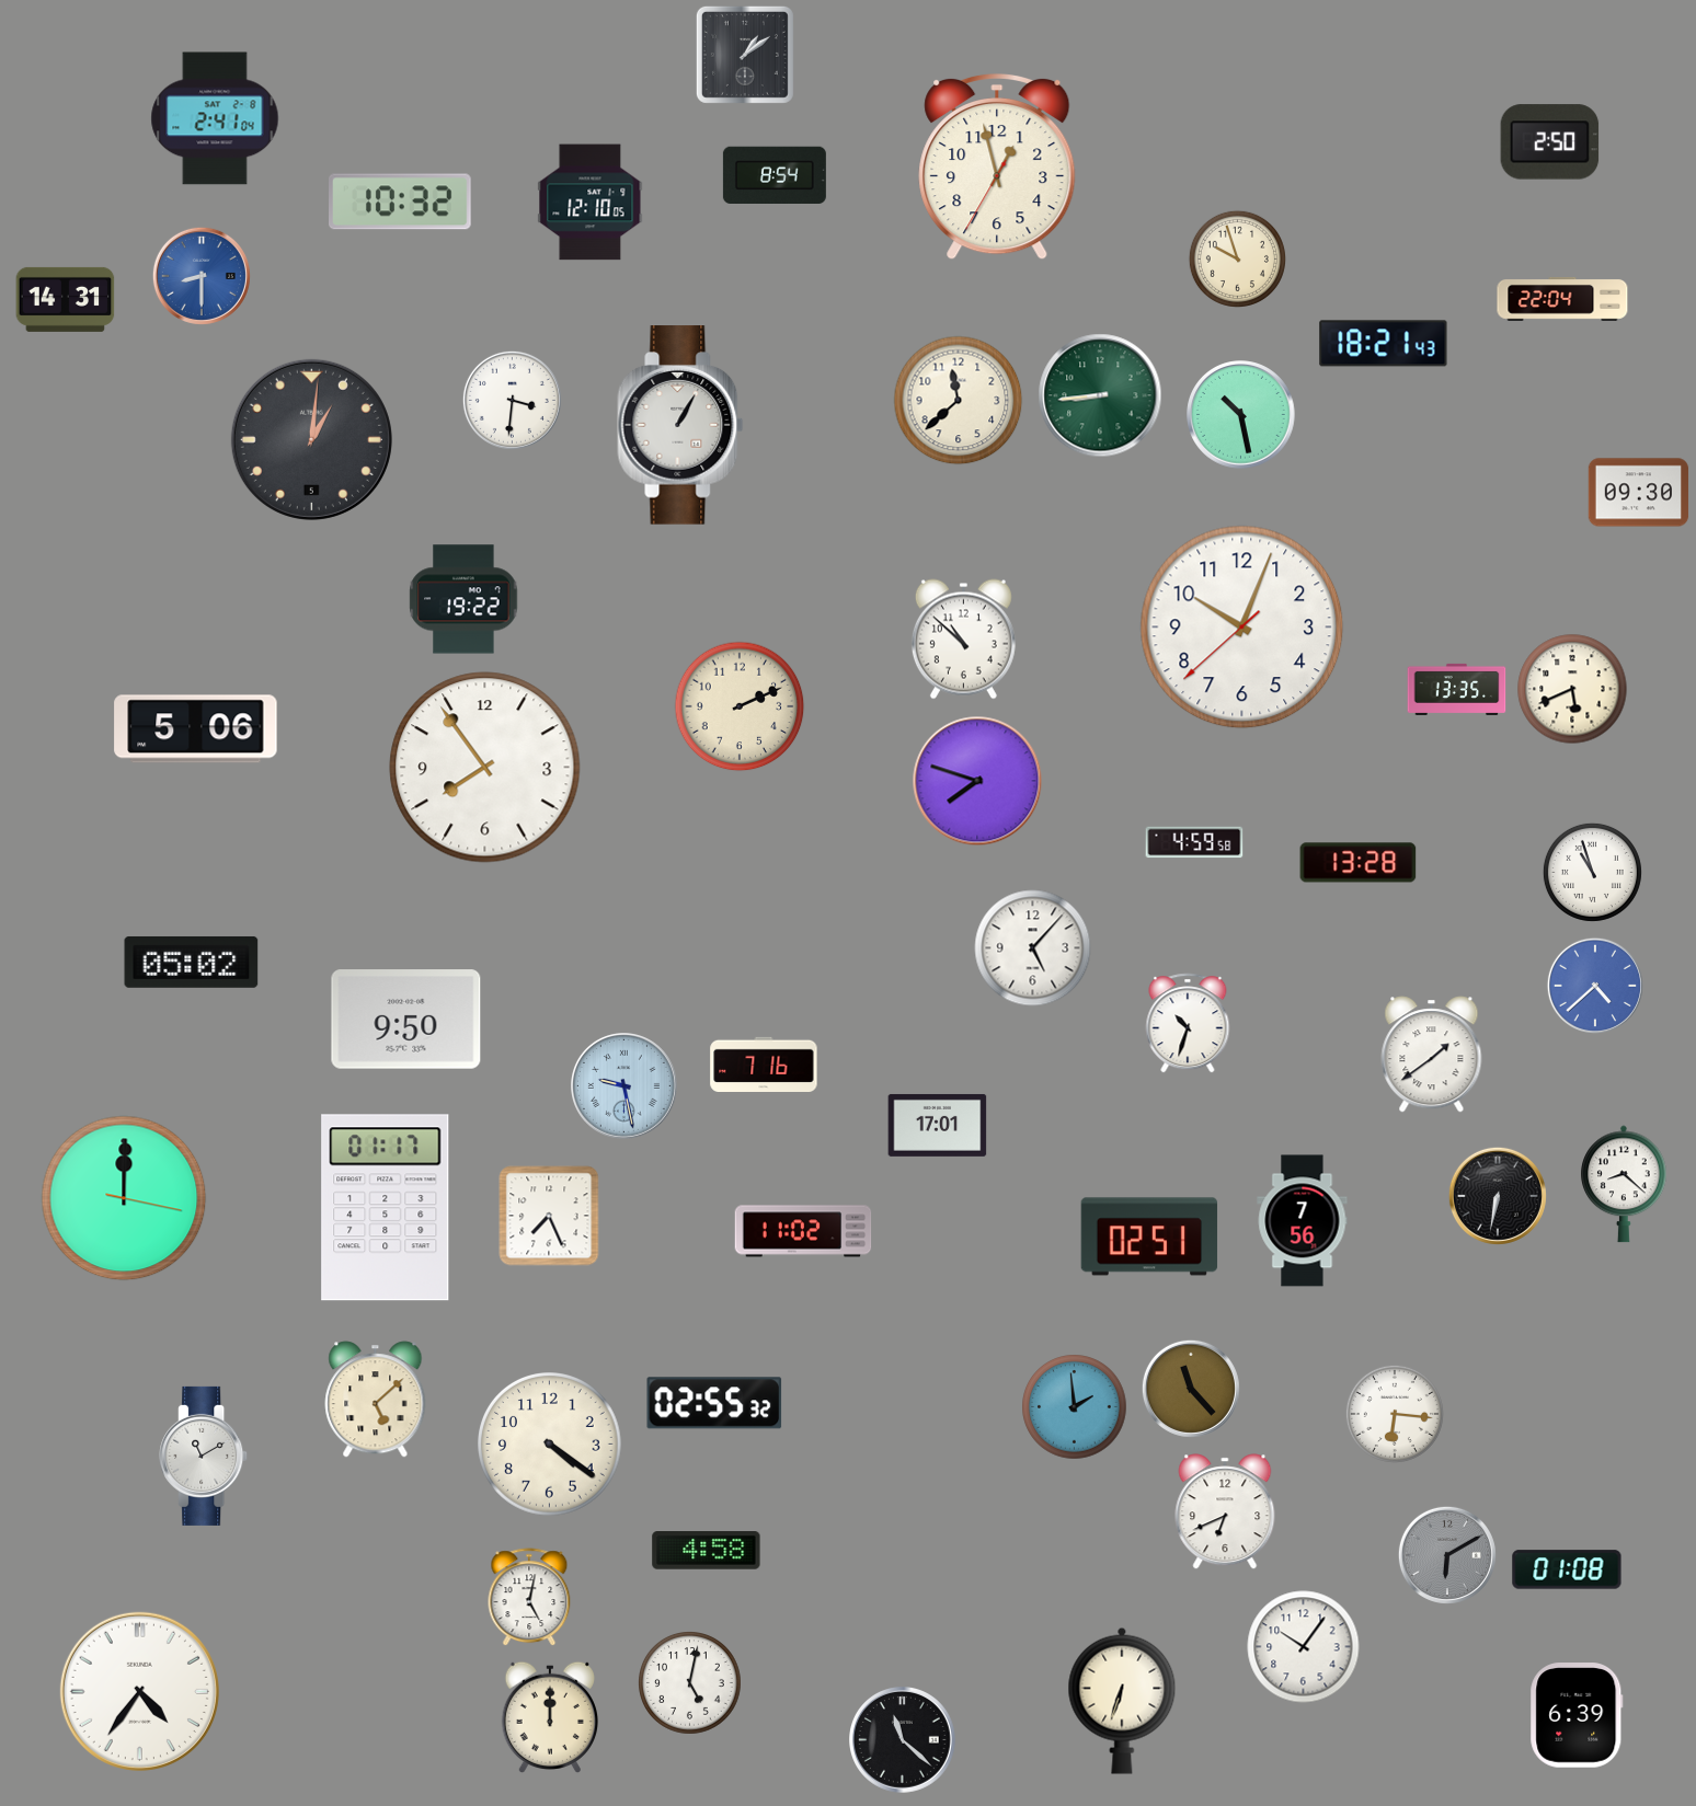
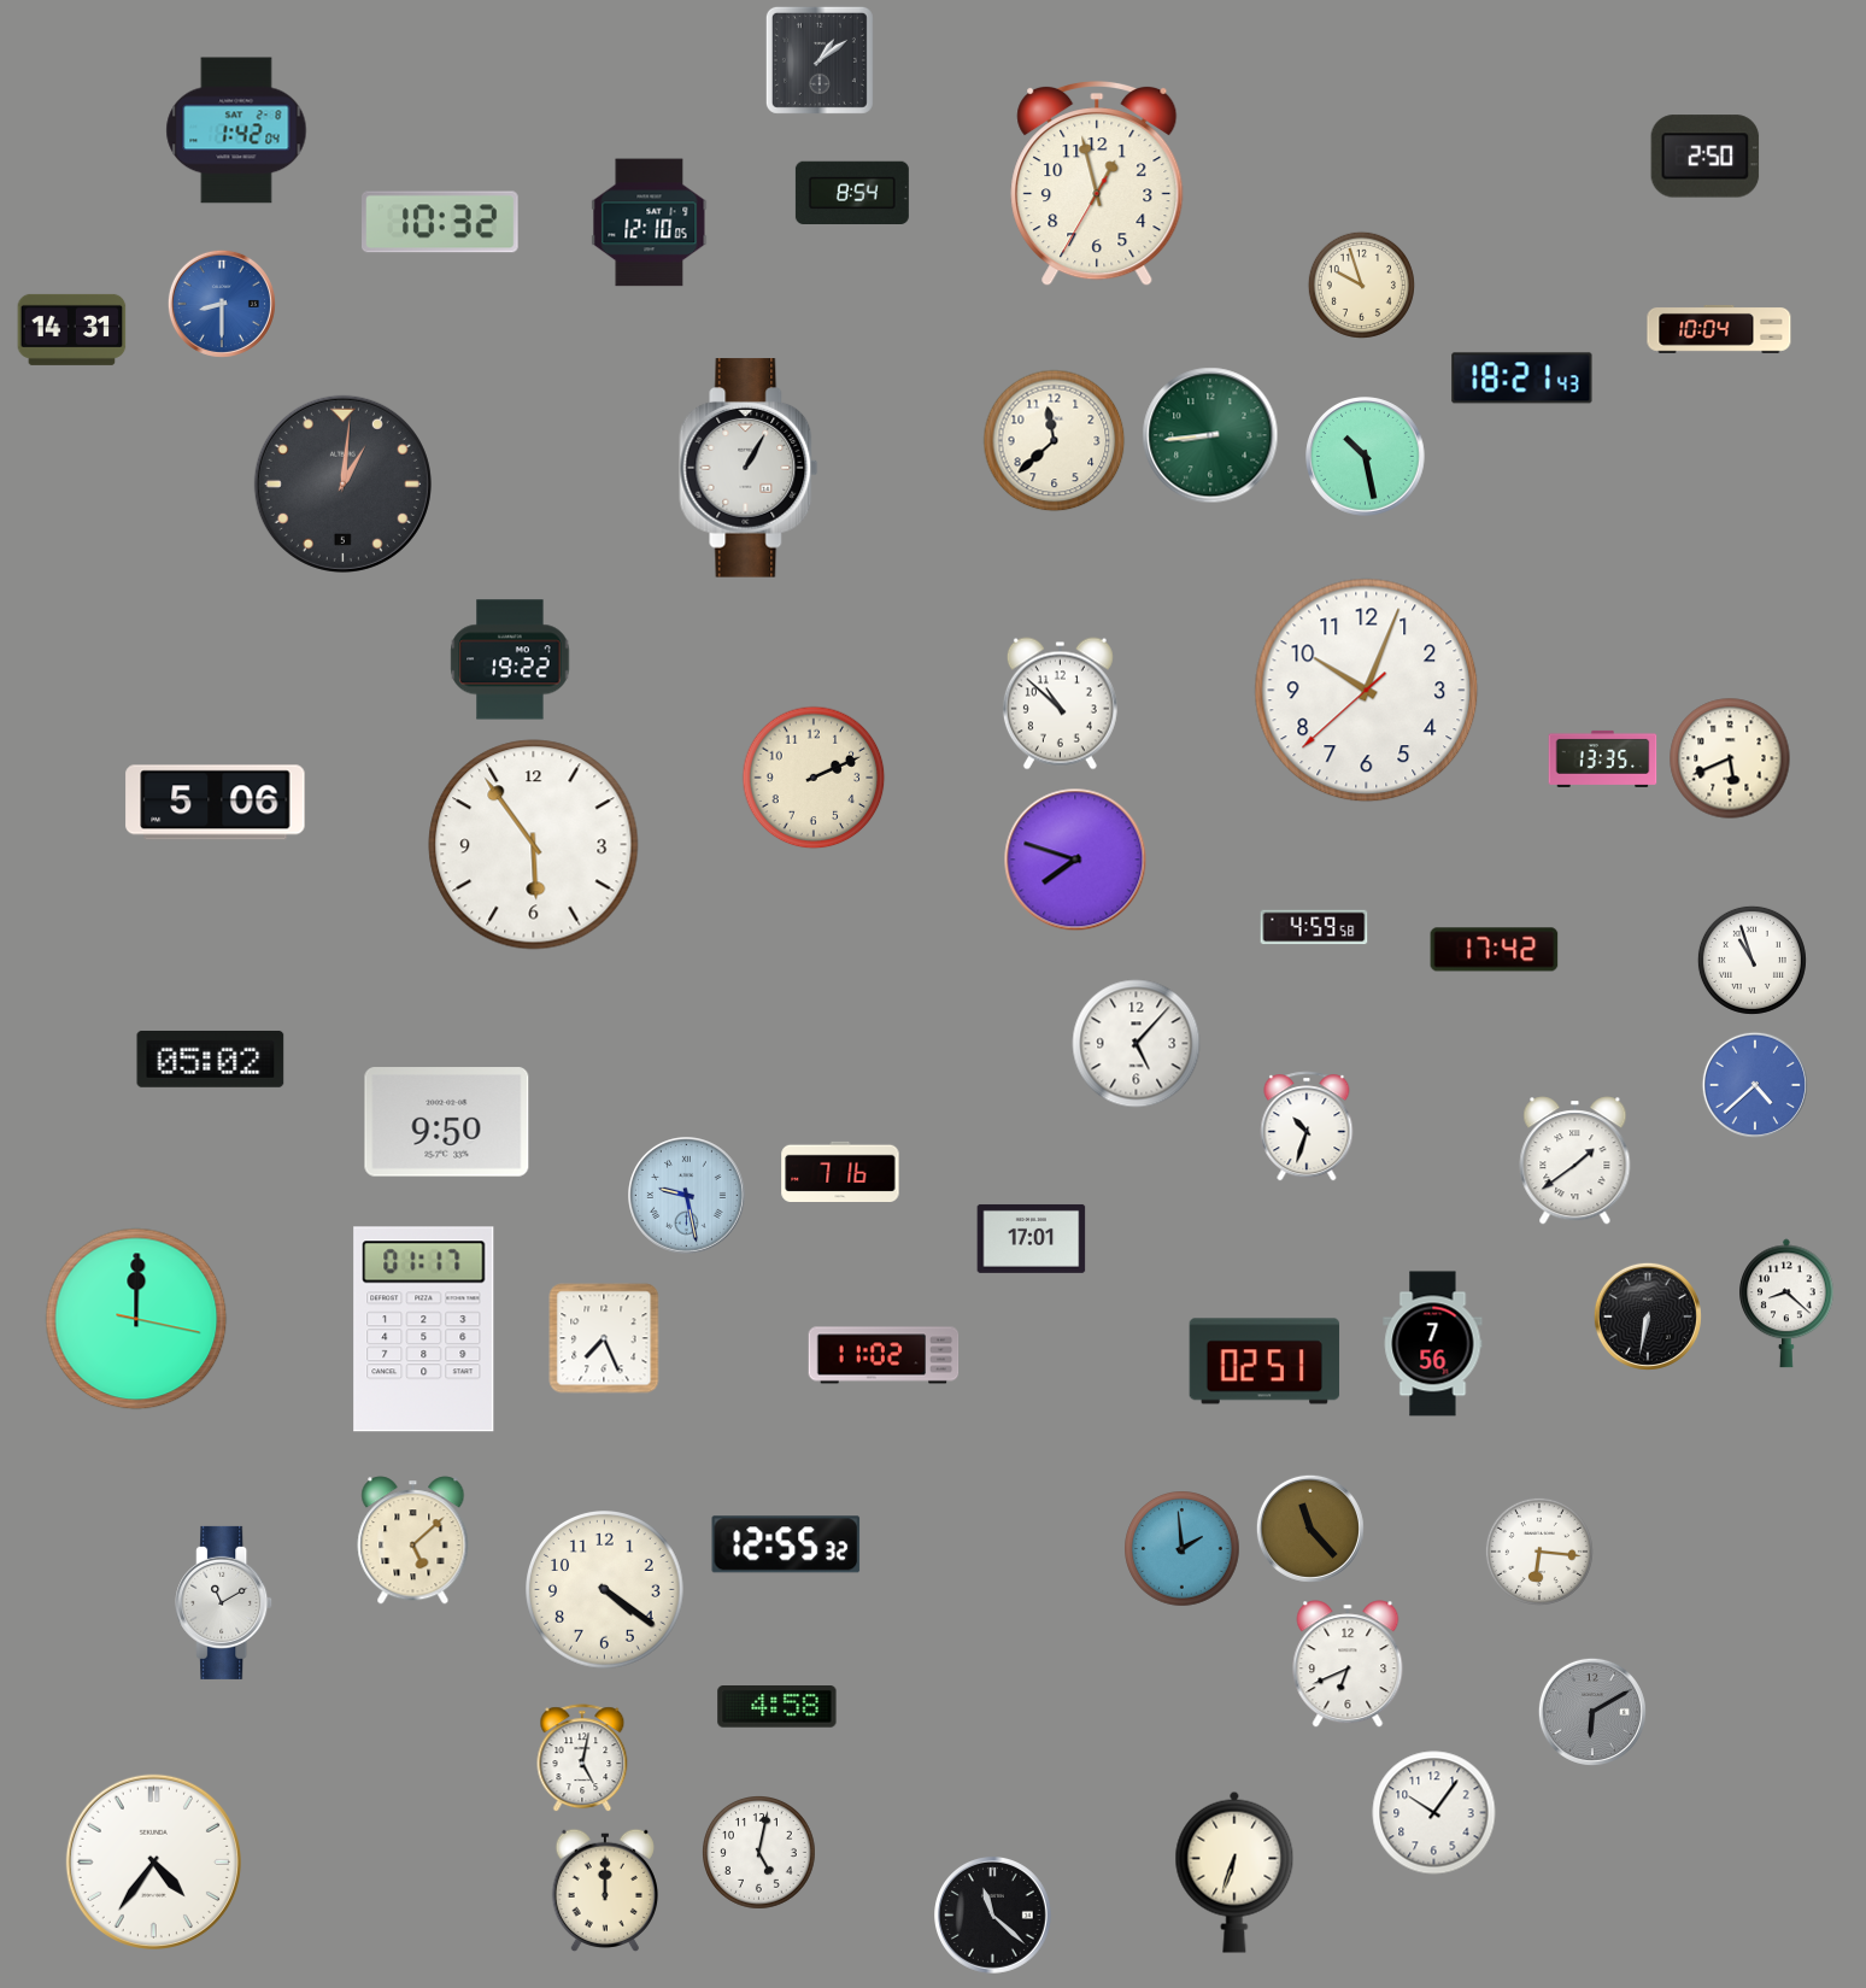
clock at (215, 118): 2:41 -> 1:42
clock at (1562, 299): 22:04 -> 10:04
clock at (512, 400): 3:31 -> none
clock at (1639, 493): 09:30 -> none
clock at (485, 768): 7:54 -> 5:54
clock at (1359, 863): 13:28 -> 17:42
clock at (714, 1403): 02:55 -> 12:55
clock at (1395, 1414) position: (1395, 1414) -> (1539, 1552)
clock at (1567, 1569): 01:08 -> none
clock at (1577, 1715): 6:39 -> none
